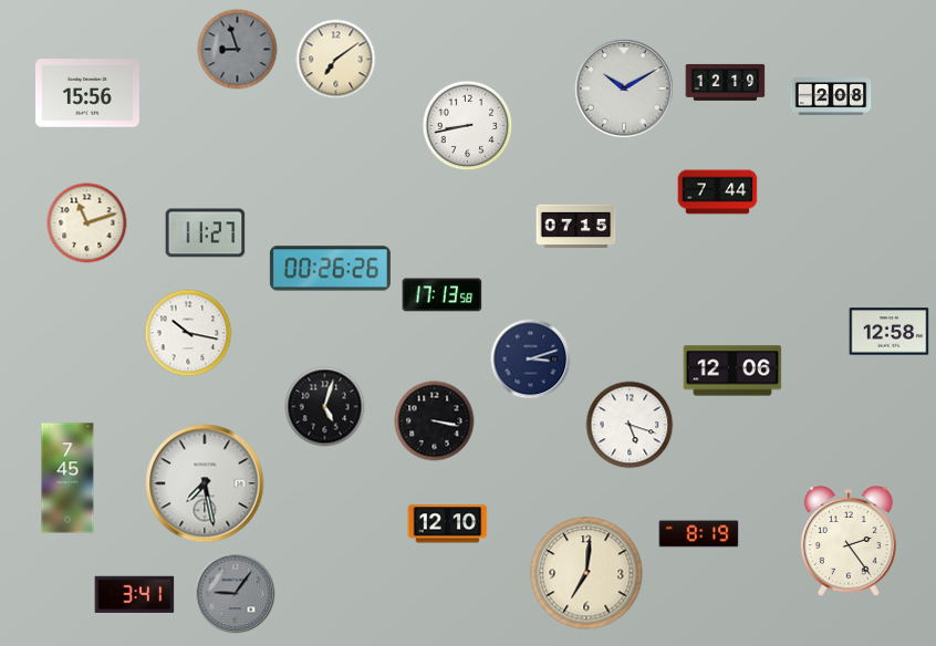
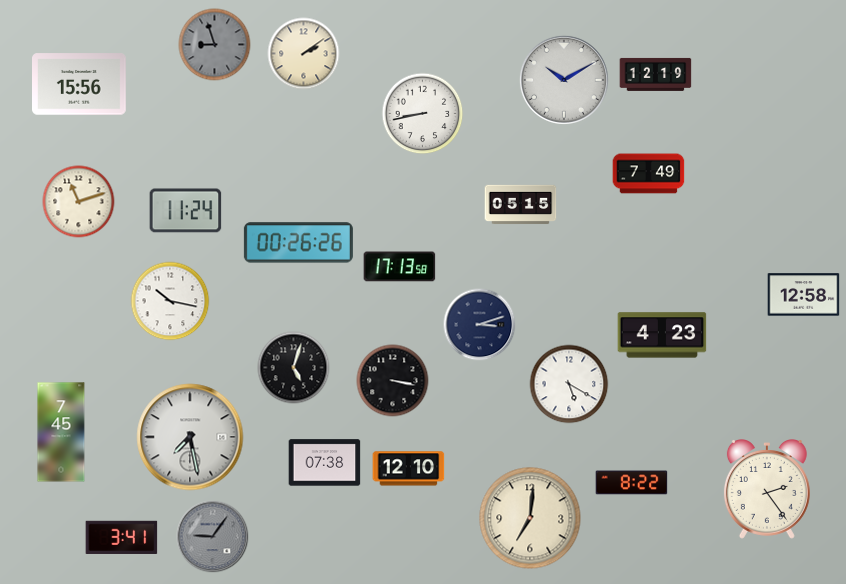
clock at (336, 60): 7:09 -> 2:09
clock at (831, 97): 2:08 -> none
clock at (718, 192): 7:44 -> 7:49
clock at (576, 227): 07:15 -> 05:15
clock at (206, 233): 11:27 -> 11:24
clock at (890, 332) position: (890, 332) -> (804, 295)
clock at (732, 371): 12:06 -> 4:23
clock at (630, 425): 5:18 -> 5:20
clock at (205, 483) position: (205, 483) -> (190, 437)
clock at (325, 463): none -> 07:38
clock at (448, 524) position: (448, 524) -> (409, 469)
clock at (699, 534): 8:19 -> 8:22
